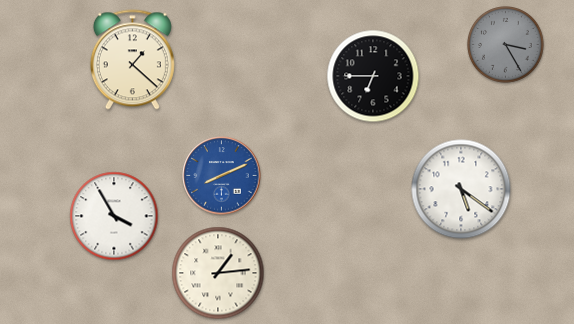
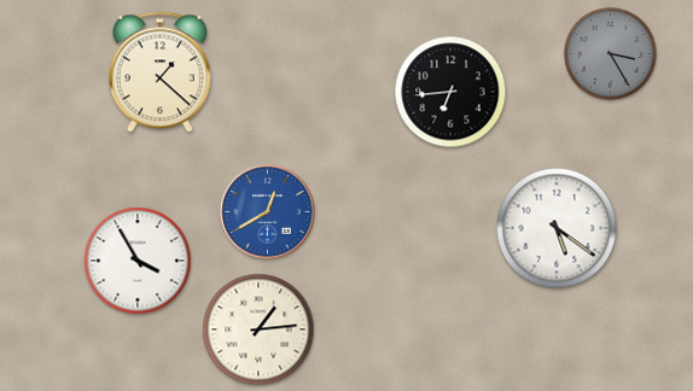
clock at (373, 76): 6:45 -> 6:44
clock at (222, 176): 8:11 -> 12:40
clock at (218, 273) position: (218, 273) -> (258, 329)
